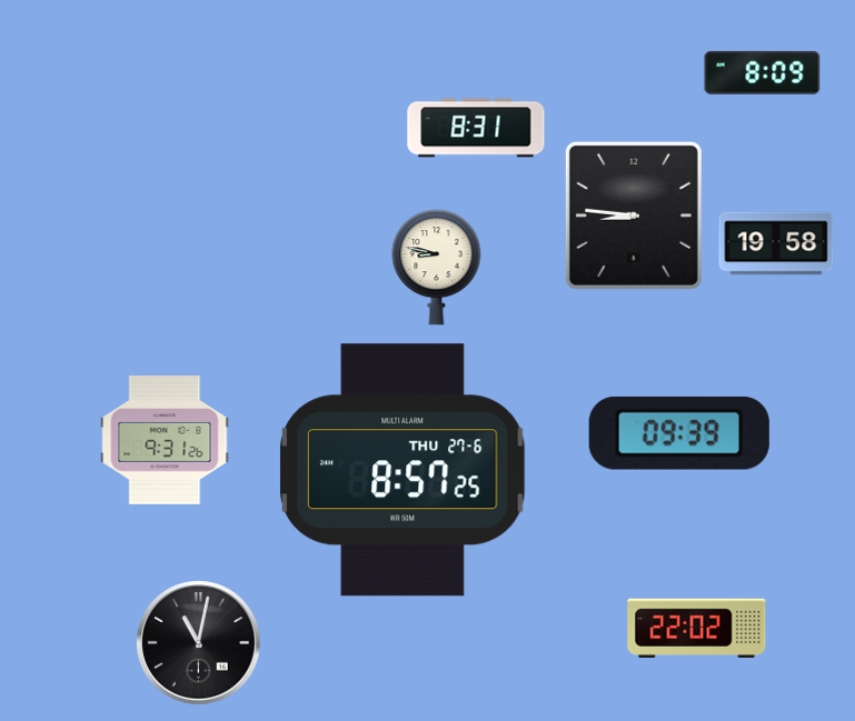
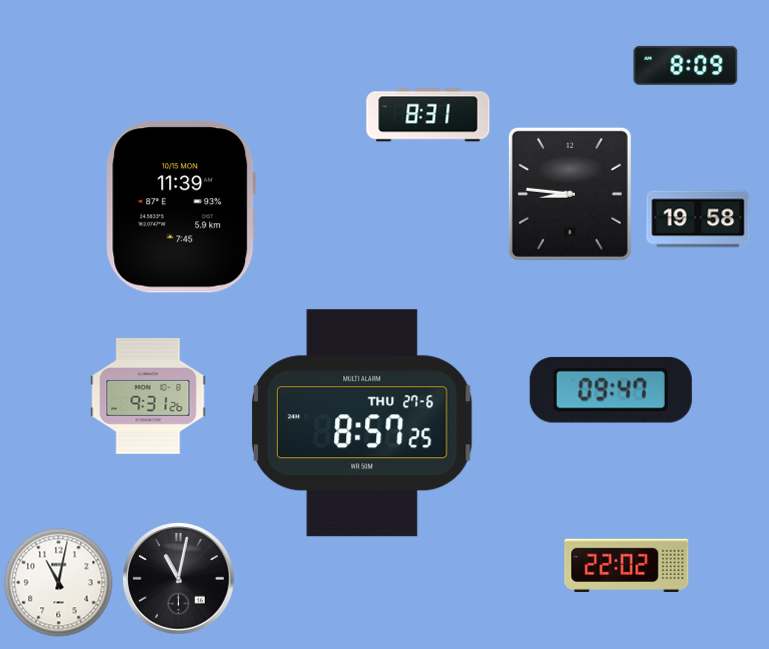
clock at (181, 207): none -> 11:39
clock at (437, 268): 8:47 -> none
clock at (679, 433): 09:39 -> 09:47
clock at (59, 583): none -> 11:02
